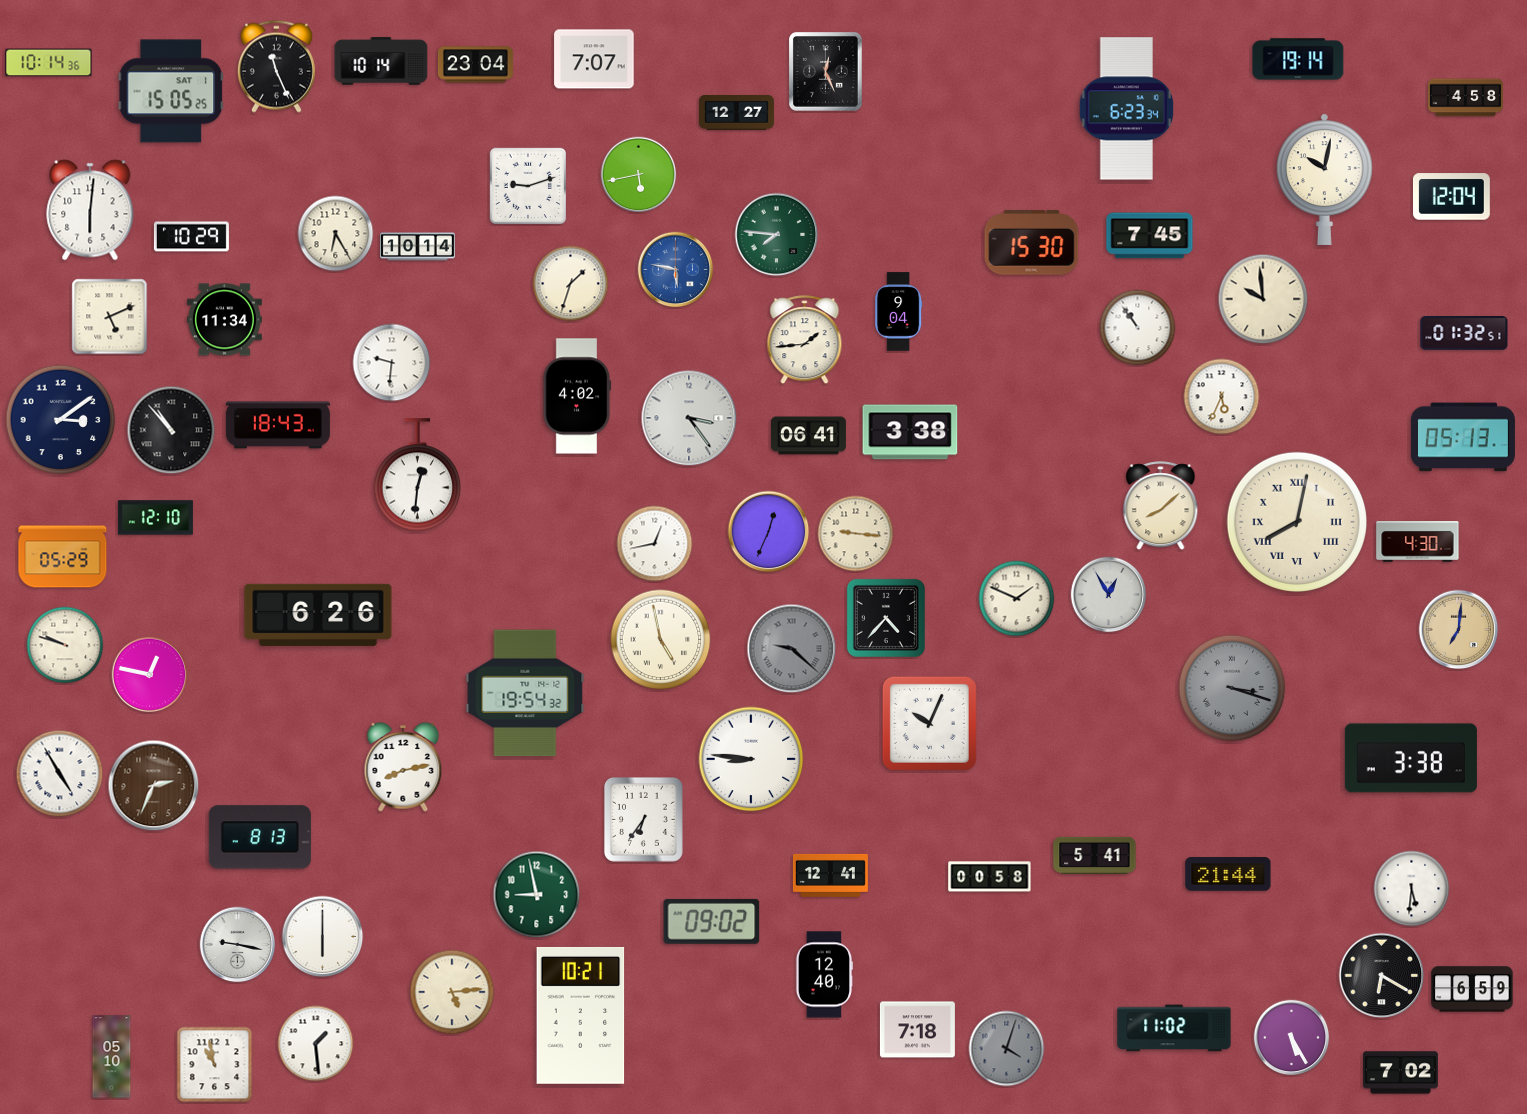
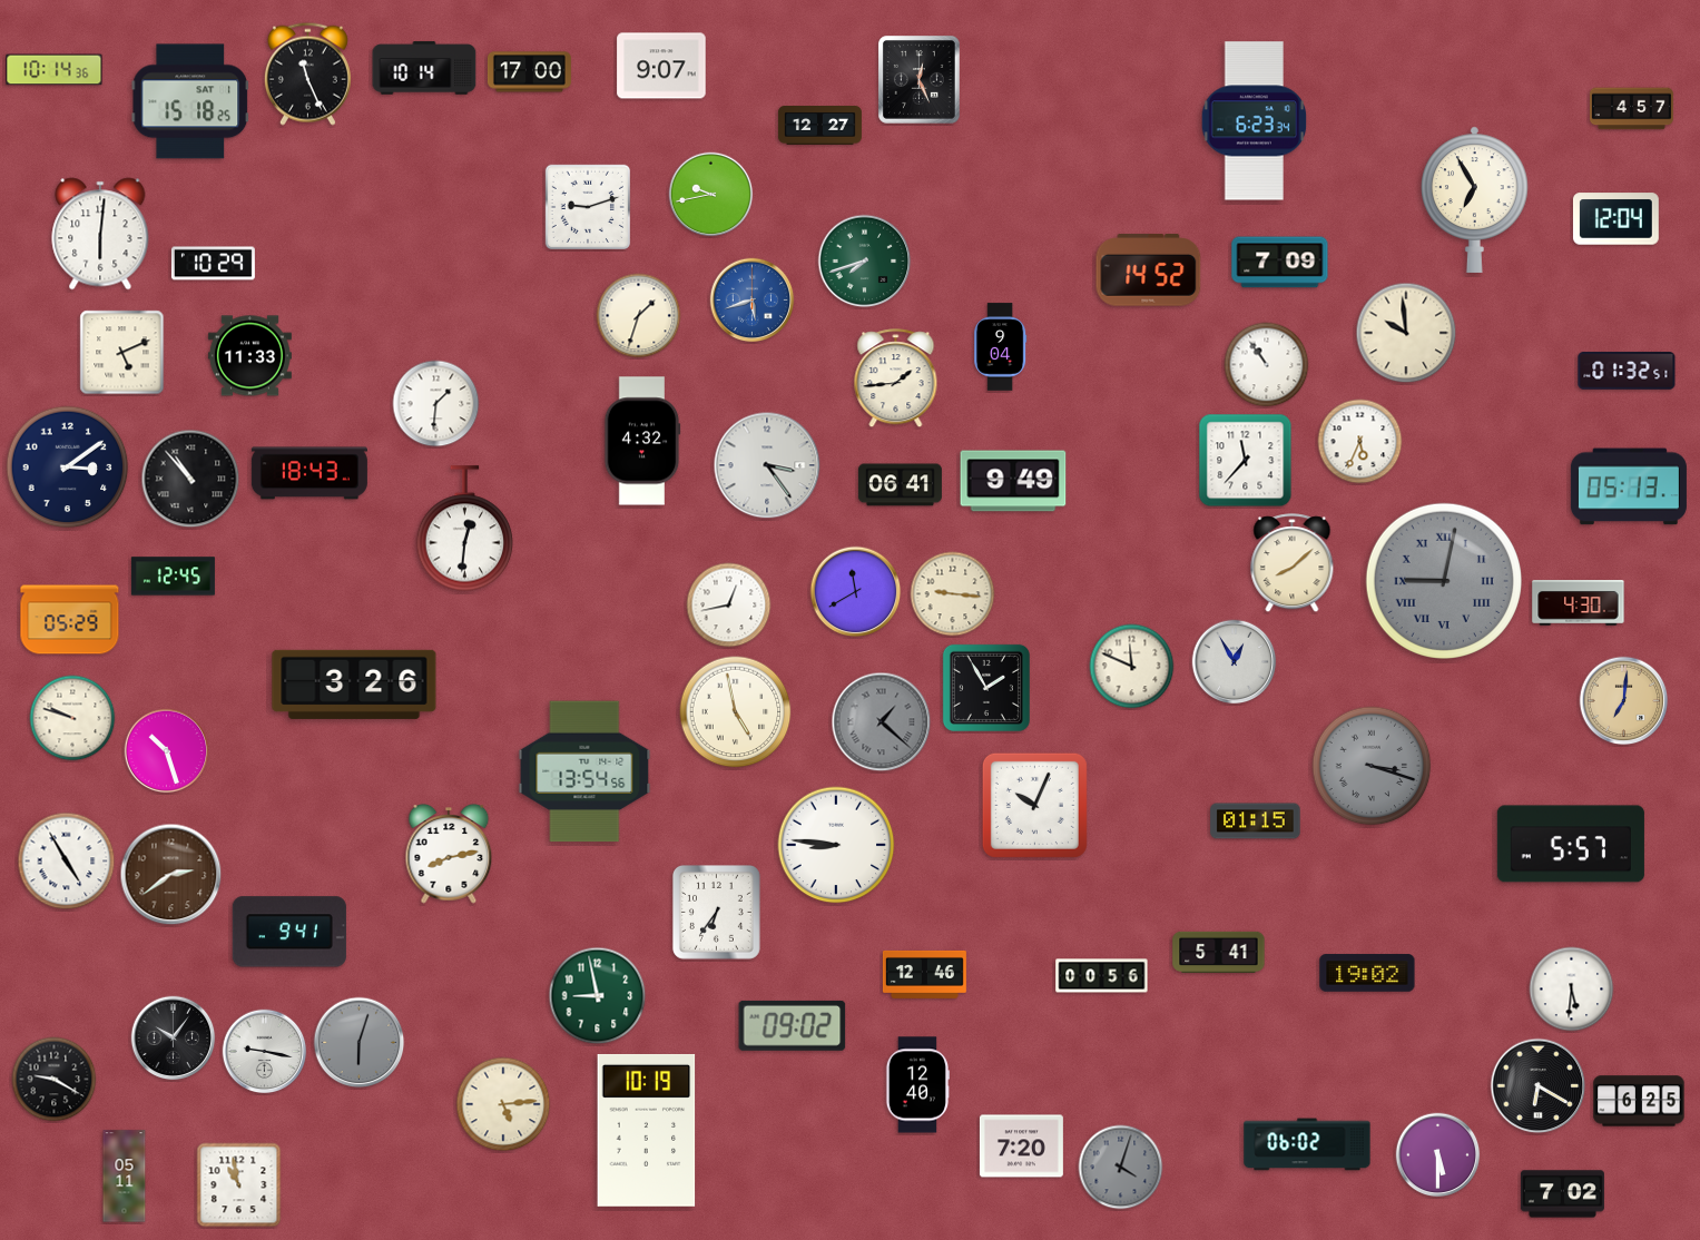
clock at (594, 59): 7:07 -> 9:07
clock at (1298, 59): 19:14 -> none
clock at (475, 65): 23:04 -> 17:00
clock at (171, 91): 15:05 -> 15:18
clock at (1465, 98): 4:58 -> 4:57
clock at (639, 175): 5:43 -> 9:43
clock at (1324, 179): 10:02 -> 6:55
clock at (336, 234): 6:25 -> none
clock at (777, 235): 7:46 -> 7:42
clock at (1150, 236): 7:45 -> 7:09
clock at (1032, 243): 15:30 -> 14:52
clock at (417, 247): 10:14 -> none
clock at (676, 270): 5:47 -> 5:42
clock at (571, 284) position: (571, 284) -> (639, 316)
clock at (224, 320): 11:34 -> 11:33
clock at (1464, 334) position: (1464, 334) -> (1627, 372)
clock at (392, 363): 9:31 -> 1:31
clock at (577, 396): 4:02 -> 4:32
clock at (1246, 461): none -> 11:37
clock at (910, 432): 3:38 -> 9:49
clock at (155, 518): 12:10 -> 12:45
clock at (1296, 521): 8:02 -> 9:02
clock at (1296, 521) dial: cream -> grey
clock at (769, 532): 12:34 -> 11:40
clock at (1017, 599): 1:49 -> 11:49
clock at (318, 615): 6:26 -> 3:26
clock at (886, 618): 4:37 -> 1:55
clock at (792, 649): 9:22 -> 1:22
clock at (150, 675): 12:47 -> 10:27
clock at (525, 693): 19:54 -> 13:54
clock at (1256, 821): none -> 01:15
clock at (1411, 758): 3:38 -> 5:57
clock at (154, 786): 2:34 -> 2:39
clock at (260, 837): 8:13 -> 9:41
clock at (1228, 874): 21:44 -> 19:02
clock at (830, 875): 12:41 -> 12:46
clock at (990, 877): 00:58 -> 00:56
clock at (174, 1039): none -> 10:06
clock at (323, 937): 6:00 -> 6:03
clock at (323, 937) dial: white -> grey
clock at (55, 1080): none -> 9:20
clock at (1472, 989): 6:59 -> 6:25
clock at (581, 1015): 10:21 -> 10:19
clock at (1174, 1028): 11:02 -> 06:02
clock at (917, 1030): 7:18 -> 7:20
clock at (1292, 1038): 5:25 -> 5:30
clock at (316, 1044): 1:29 -> none
clock at (112, 1057): 05:10 -> 05:11
clock at (1400, 1073) position: (1400, 1073) -> (1562, 1194)
